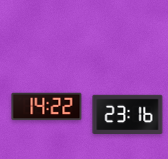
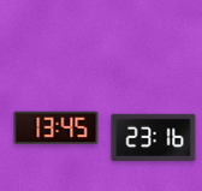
clock at (47, 107): 14:22 -> 13:45
